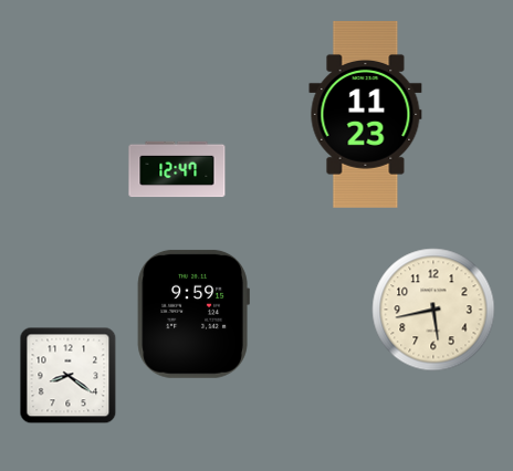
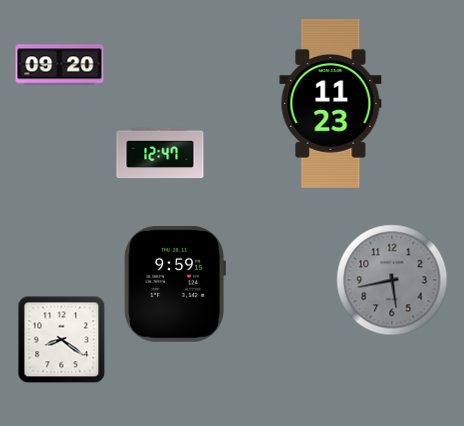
clock at (60, 65): none -> 09:20
clock at (433, 310) dial: cream -> grey
